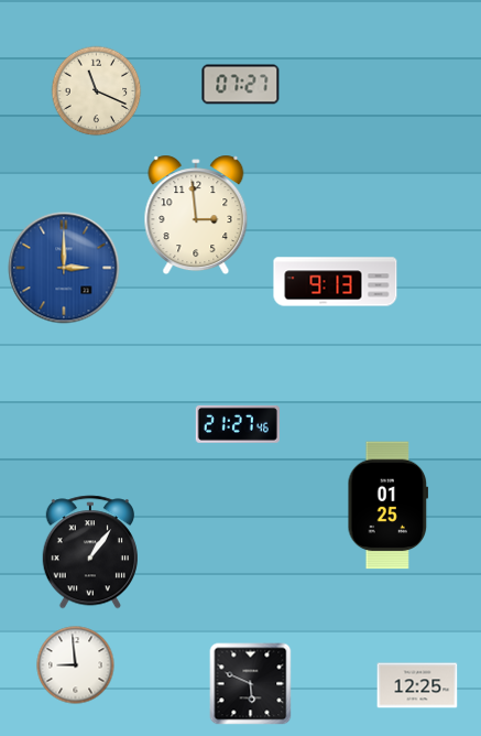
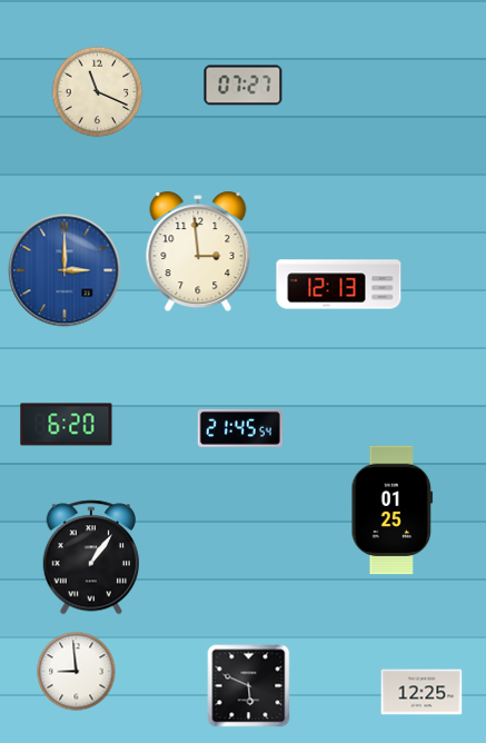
clock at (196, 215) position: (196, 215) -> (198, 251)
clock at (336, 282): 9:13 -> 12:13
clock at (67, 425): none -> 6:20
clock at (238, 424): 21:27 -> 21:45
clock at (251, 684) position: (251, 684) -> (249, 686)
